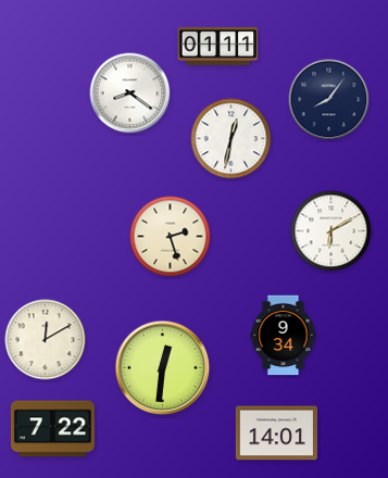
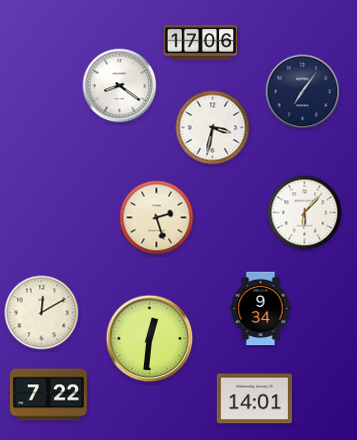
clock at (218, 46): 01:11 -> 17:06
clock at (329, 100): 8:06 -> 7:06
clock at (231, 139): 12:32 -> 3:32
clock at (331, 231): 6:10 -> 6:07
